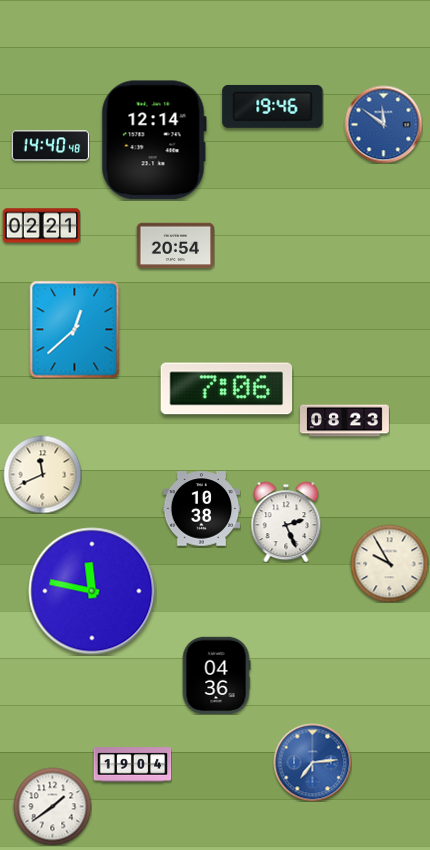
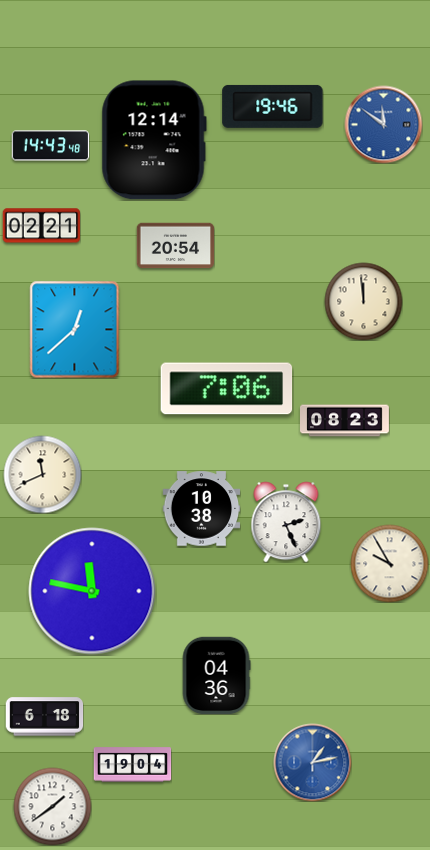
clock at (50, 146): 14:40 -> 14:43
clock at (363, 301): none -> 11:59
clock at (44, 717): none -> 6:18
clock at (312, 762): 7:14 -> 1:13
